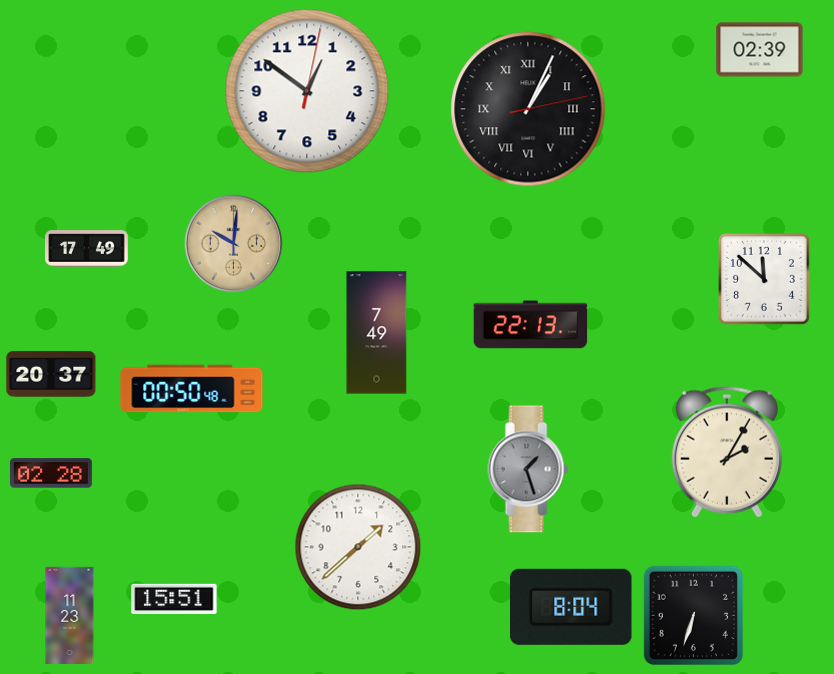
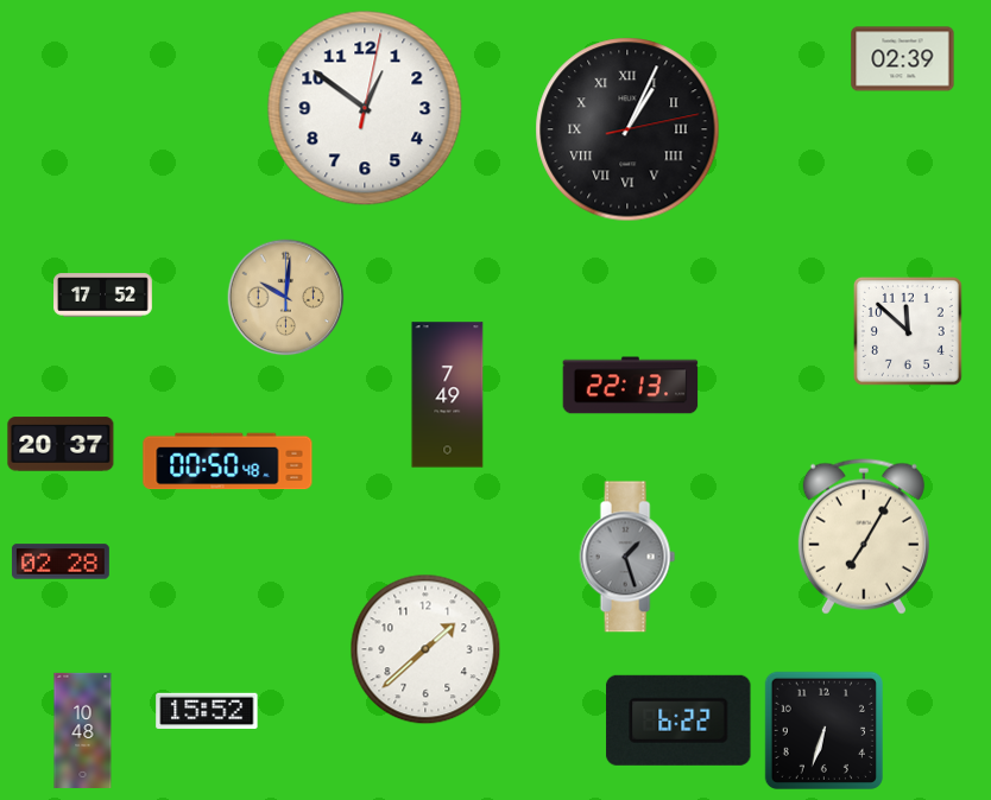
clock at (234, 244) position: (234, 244) -> (286, 298)
clock at (87, 249): 17:49 -> 17:52
clock at (727, 452): 2:05 -> 7:05
clock at (174, 599): 15:51 -> 15:52
clock at (571, 607): 8:04 -> 6:22
clock at (70, 615): 11:23 -> 10:48
